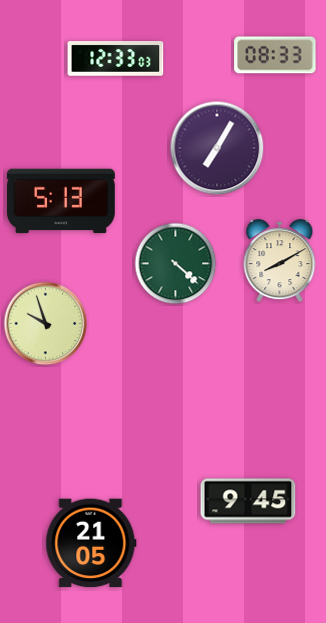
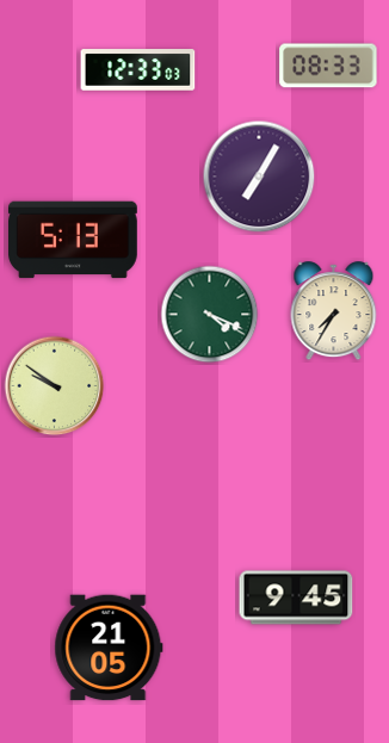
clock at (280, 261): 8:10 -> 7:35
clock at (176, 264): 4:22 -> 4:19
clock at (46, 324): 9:57 -> 9:51
